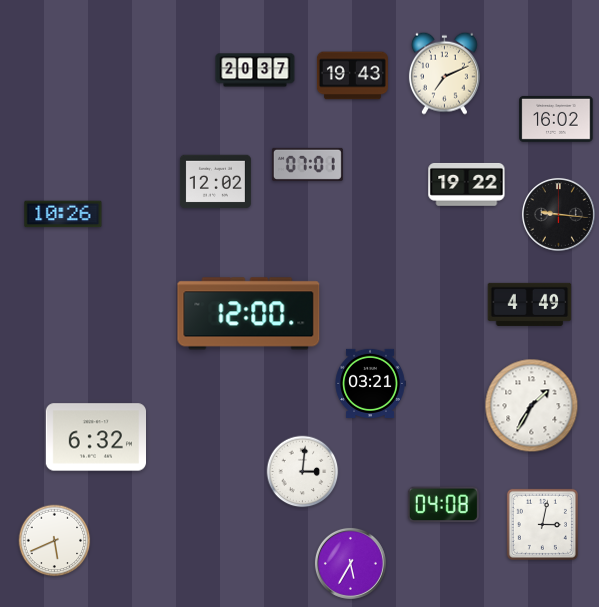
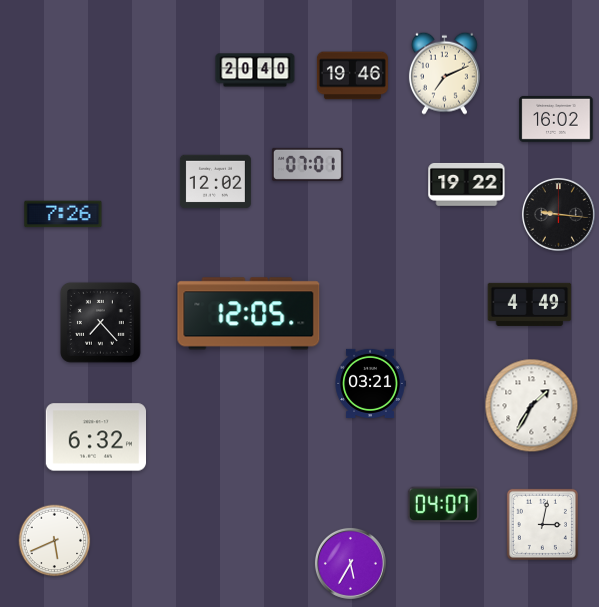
clock at (255, 70): 20:37 -> 20:40
clock at (352, 76): 19:43 -> 19:46
clock at (63, 214): 10:26 -> 7:26
clock at (249, 314): 12:00 -> 12:05
clock at (100, 322): none -> 7:23
clock at (303, 472): 3:01 -> none
clock at (443, 505): 04:08 -> 04:07
